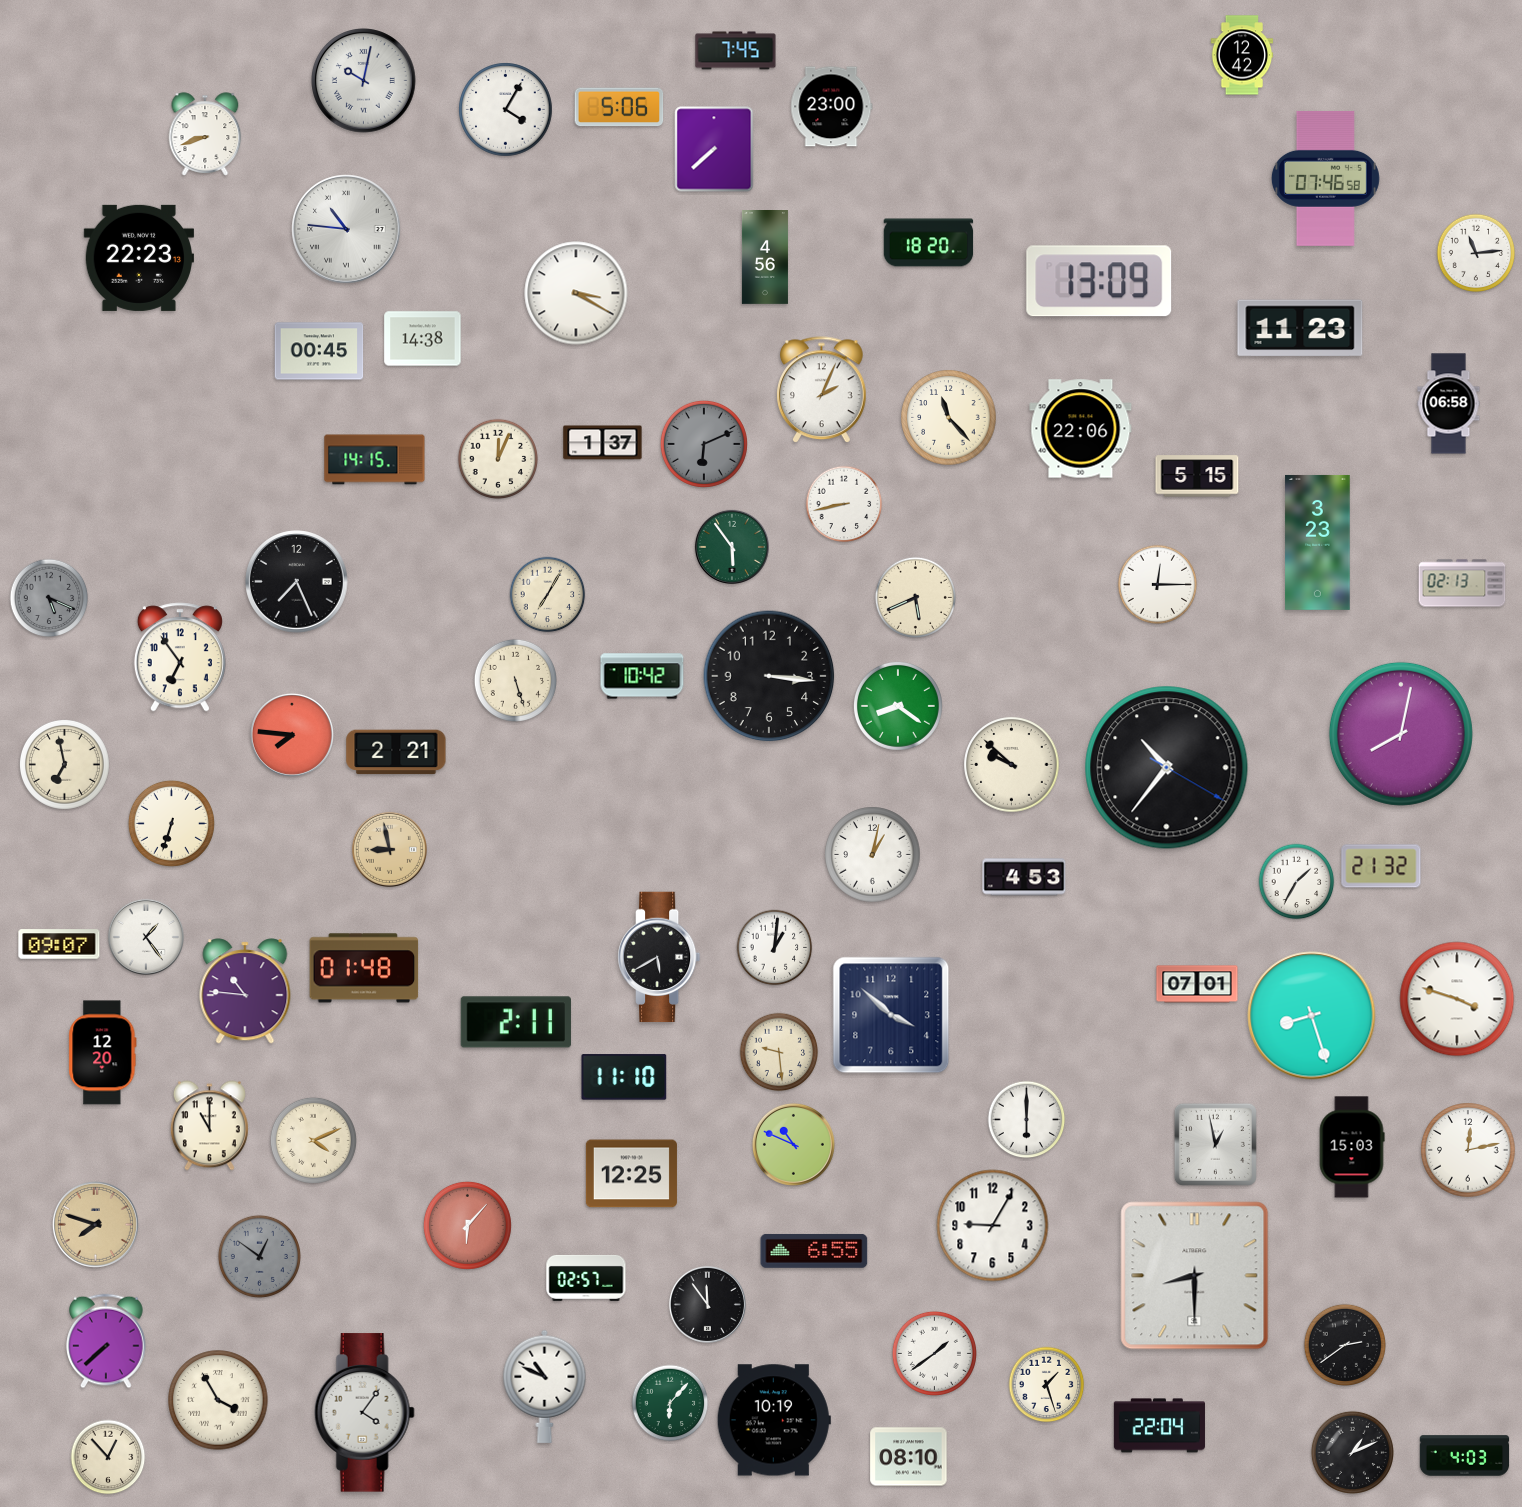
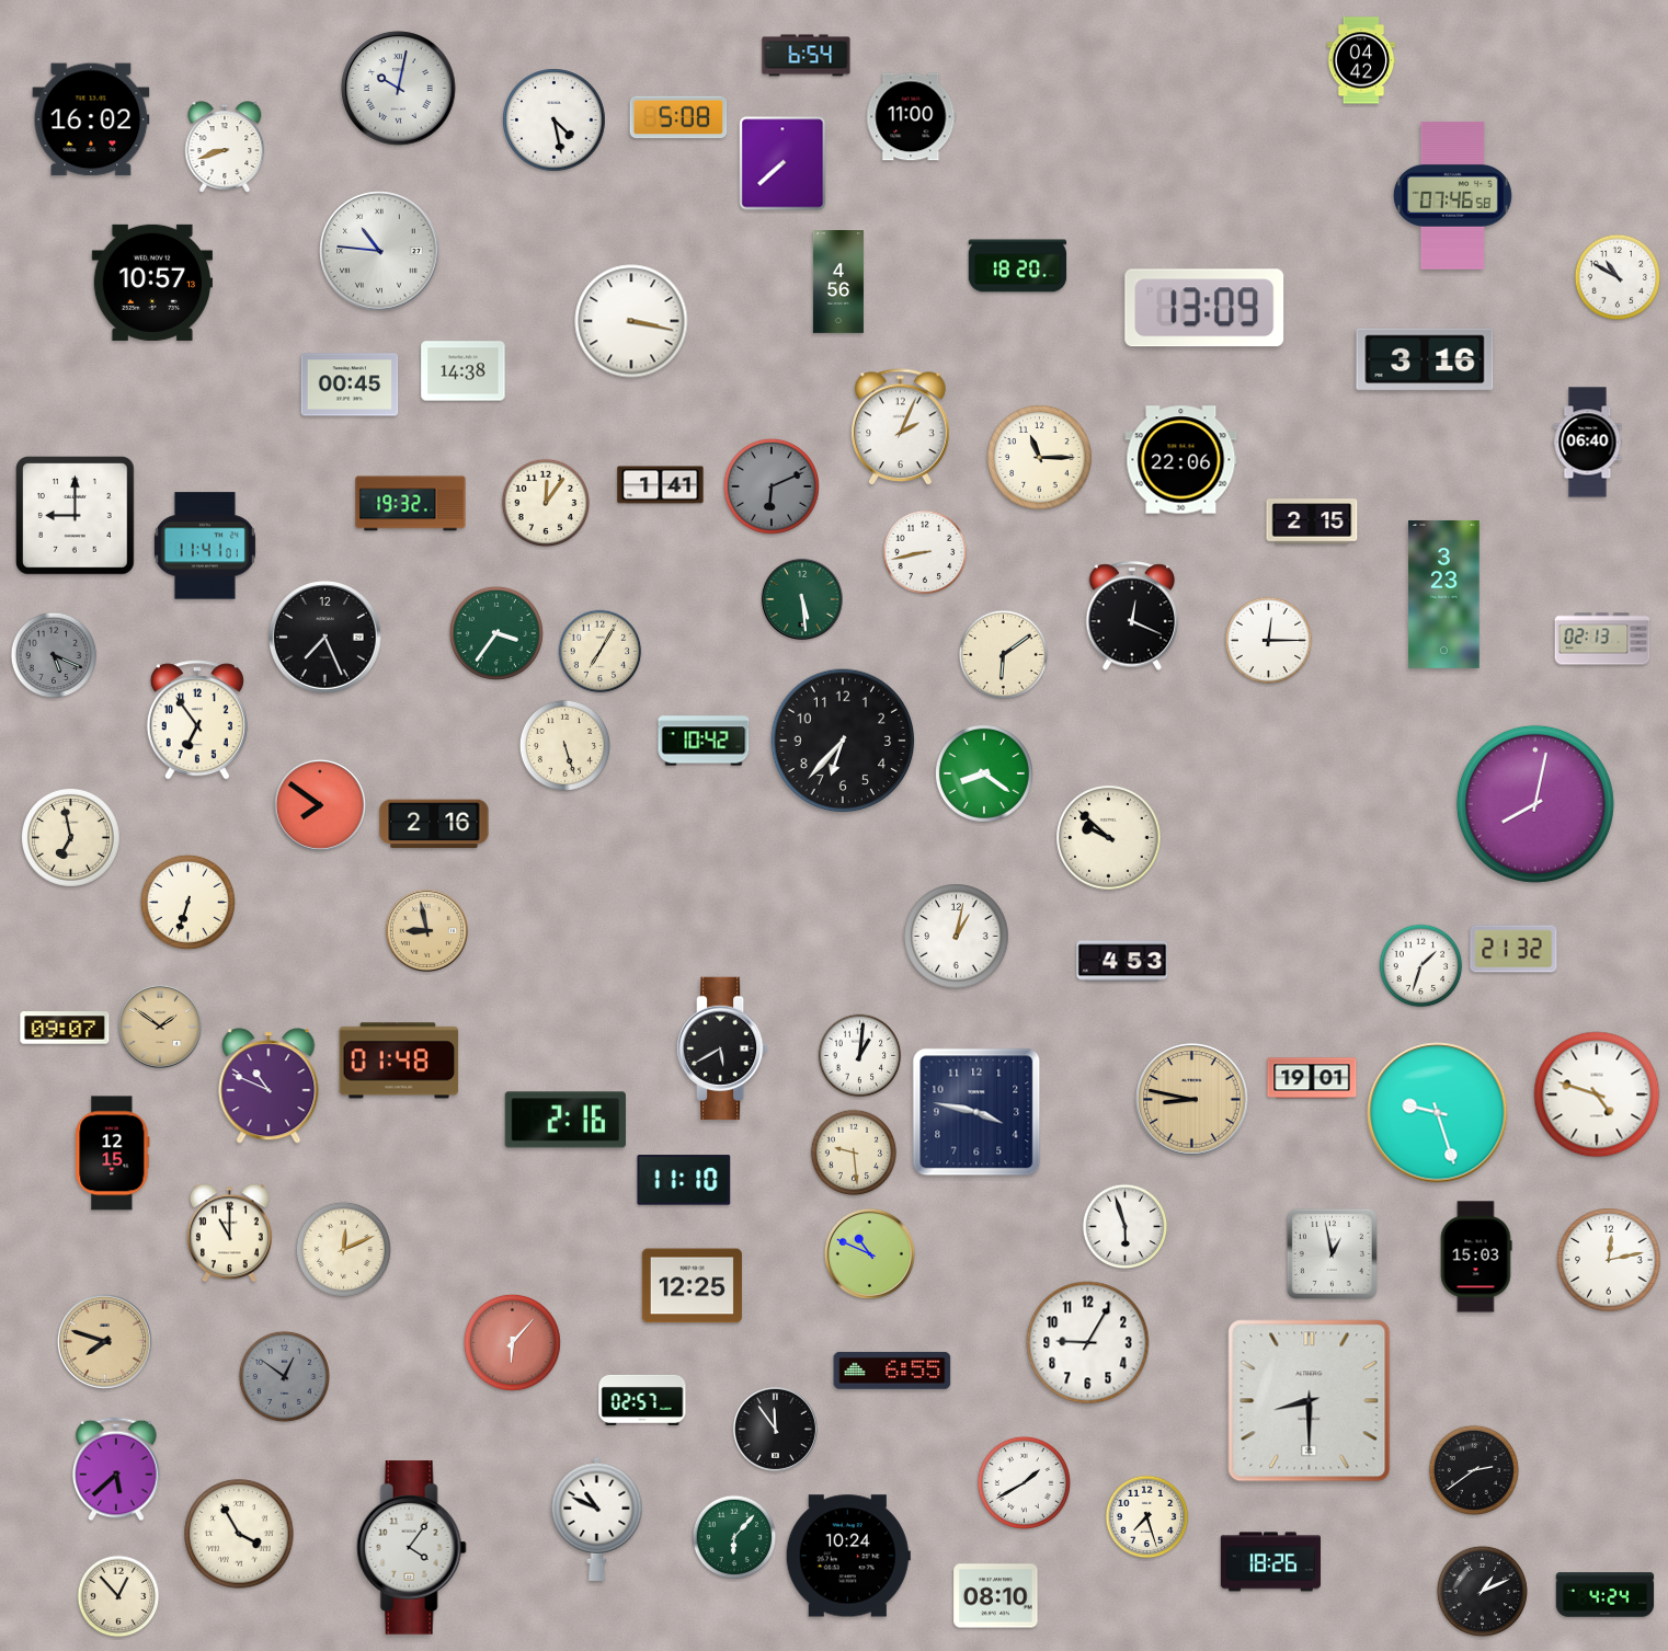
clock at (736, 51): 7:45 -> 6:54
clock at (1242, 55): 12:42 -> 04:42
clock at (619, 107): 5:06 -> 5:08
clock at (832, 107): 23:00 -> 11:00
clock at (91, 119): none -> 16:02
clock at (506, 110): 4:05 -> 4:28
clock at (1476, 253): 11:14 -> 10:50
clock at (138, 258): 22:23 -> 10:57
clock at (576, 293): 3:20 -> 3:17
clock at (1300, 328): 11:23 -> 3:16
clock at (1449, 404): 06:58 -> 06:40
clock at (949, 418): 11:23 -> 11:15
clock at (1081, 429) position: (1081, 429) -> (1181, 460)
clock at (603, 443): 1:37 -> 1:41
clock at (498, 459): 12:04 -> 12:06
clock at (375, 460): 14:15 -> 19:32
clock at (76, 516): none -> 9:00
clock at (1197, 476): 5:15 -> 2:15
clock at (205, 546): none -> 11:41
clock at (732, 547): 5:54 -> 5:29
clock at (1132, 616): none -> 12:19
clock at (496, 633): none -> 3:36
clock at (915, 597): 5:41 -> 6:09
clock at (769, 676): 3:16 -> 6:37
clock at (292, 735): 7:46 -> 7:51
clock at (396, 752): 2:21 -> 2:16
clock at (1167, 768): 10:36 -> none
clock at (1297, 882): 1:35 -> 1:33
clock at (146, 937): 1:24 -> 1:51
clock at (146, 937) dial: white -> champagne
clock at (59, 944) position: (59, 944) -> (65, 1028)
clock at (775, 948) position: (775, 948) -> (860, 1056)
clock at (1197, 984): 07:01 -> 19:01
clock at (245, 991): 10:46 -> 10:49
clock at (1457, 999): 3:48 -> 4:48
clock at (1192, 1100): none -> 8:47
clock at (891, 1015): 3:52 -> 3:47
clock at (1312, 1016): 8:27 -> 9:27
clock at (516, 1022): 2:11 -> 2:16
clock at (103, 1053): 12:20 -> 12:15
clock at (1027, 1120): 6:00 -> 5:57
clock at (313, 1140): 4:11 -> 12:11
clock at (1352, 1147) position: (1352, 1147) -> (1476, 1257)
clock at (1195, 1276) position: (1195, 1276) -> (1310, 1401)
clock at (106, 1341): 7:38 -> 5:38
clock at (1344, 1344) position: (1344, 1344) -> (1473, 1469)
clock at (934, 1353): 1:39 -> 1:40
clock at (1047, 1385): 1:27 -> 7:27
clock at (364, 1413) position: (364, 1413) -> (411, 1548)
clock at (774, 1420): 10:19 -> 10:24
clock at (1159, 1426): 22:04 -> 18:26
clock at (1465, 1456): 4:03 -> 4:24
